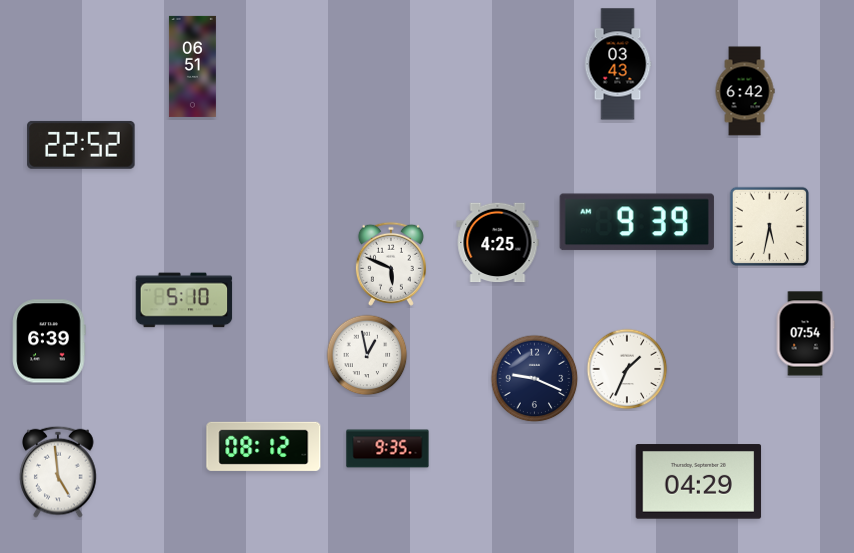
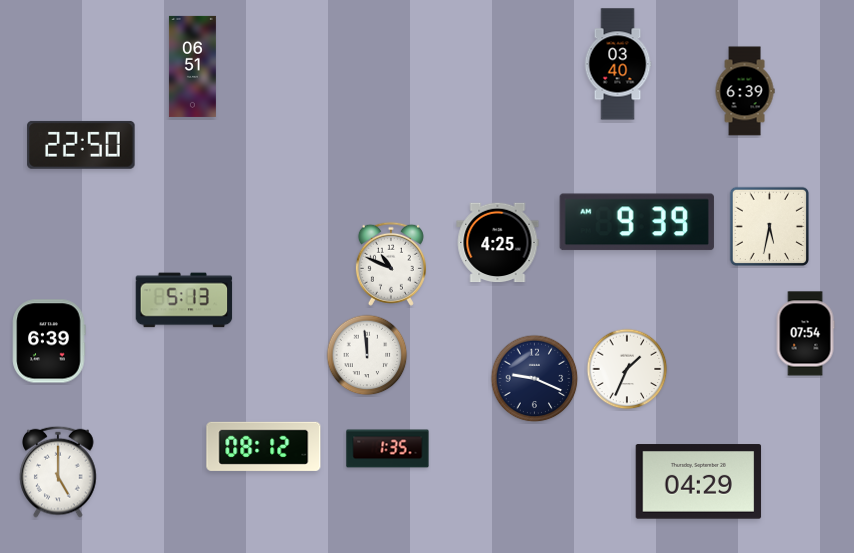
clock at (618, 64): 03:43 -> 03:40
clock at (745, 91): 6:42 -> 6:39
clock at (81, 145): 22:52 -> 22:50
clock at (391, 264): 5:49 -> 10:49
clock at (184, 300): 5:10 -> 5:13
clock at (367, 355): 12:58 -> 11:59
clock at (388, 449): 9:35 -> 1:35
clock at (58, 472): 4:59 -> 5:00
